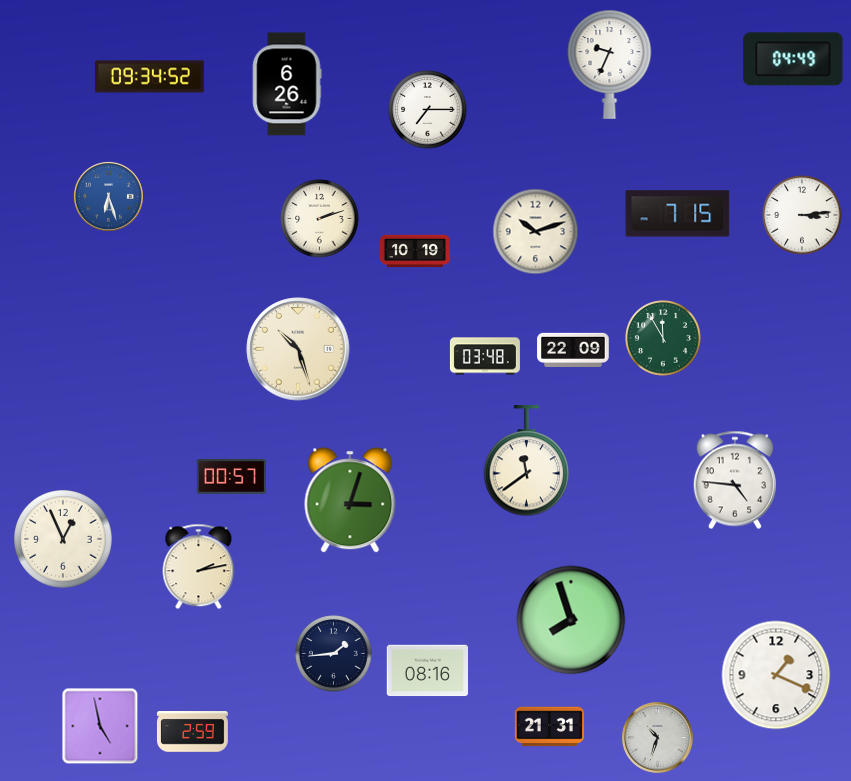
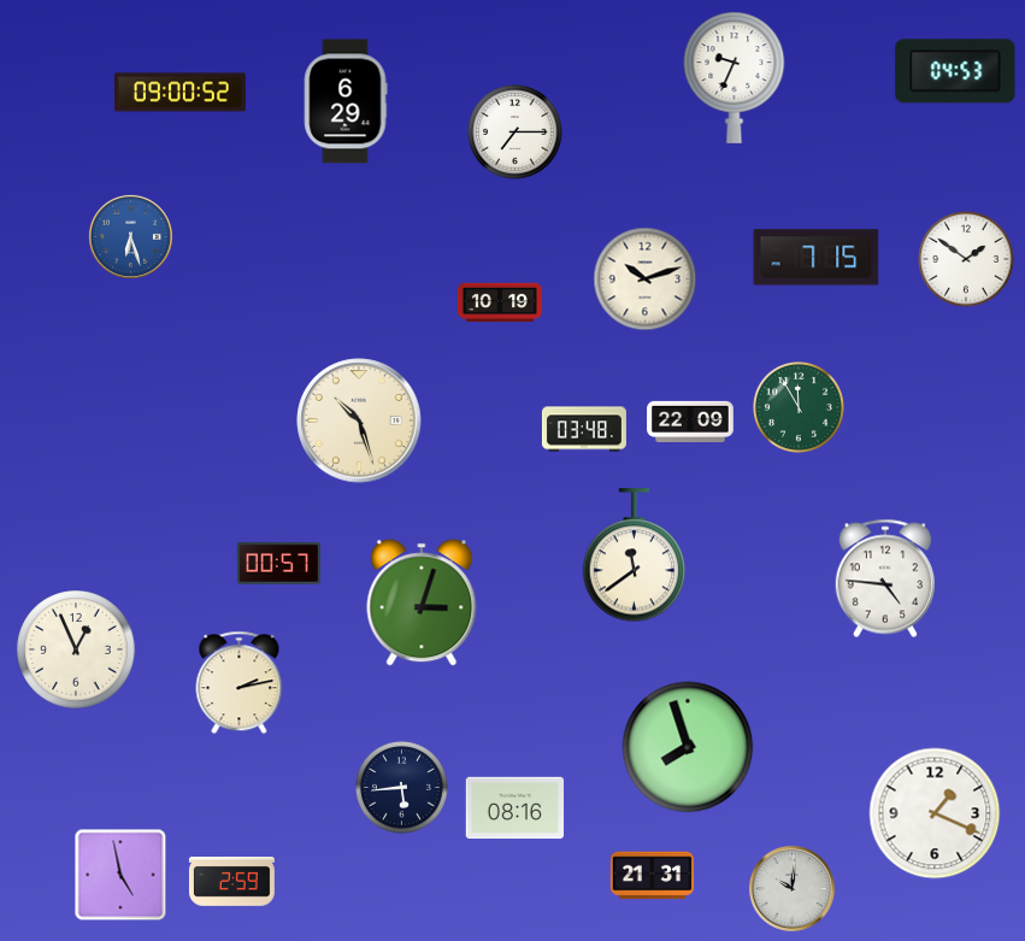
clock at (793, 59): 04:49 -> 04:53
clock at (149, 77): 09:34 -> 09:00
clock at (287, 84): 6:26 -> 6:29
clock at (802, 215): 3:14 -> 1:51
clock at (320, 219): 2:12 -> none
clock at (231, 477) position: (231, 477) -> (278, 564)
clock at (334, 654): 1:44 -> 5:44
clock at (549, 727) position: (549, 727) -> (652, 876)
clock at (658, 738): 10:33 -> 10:01
